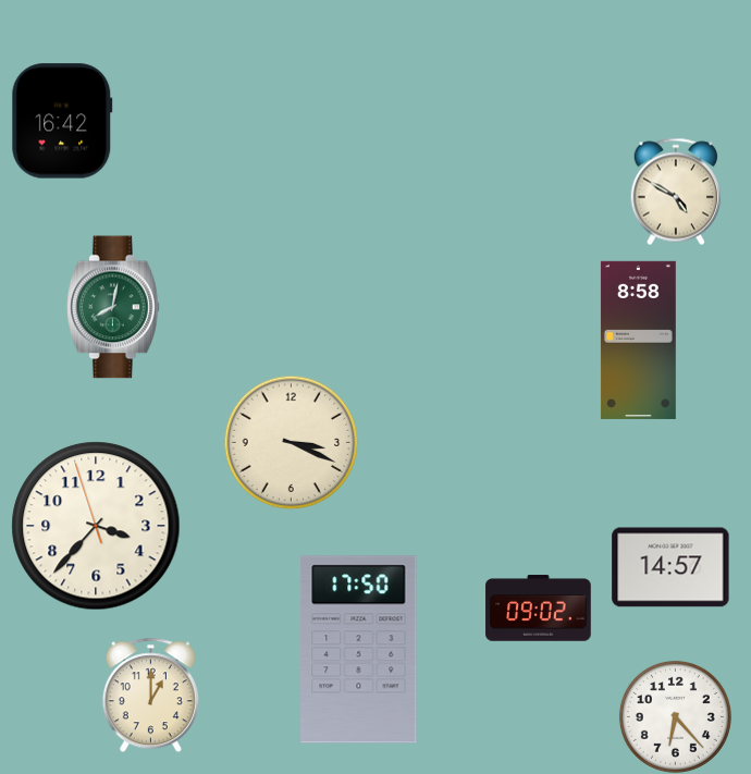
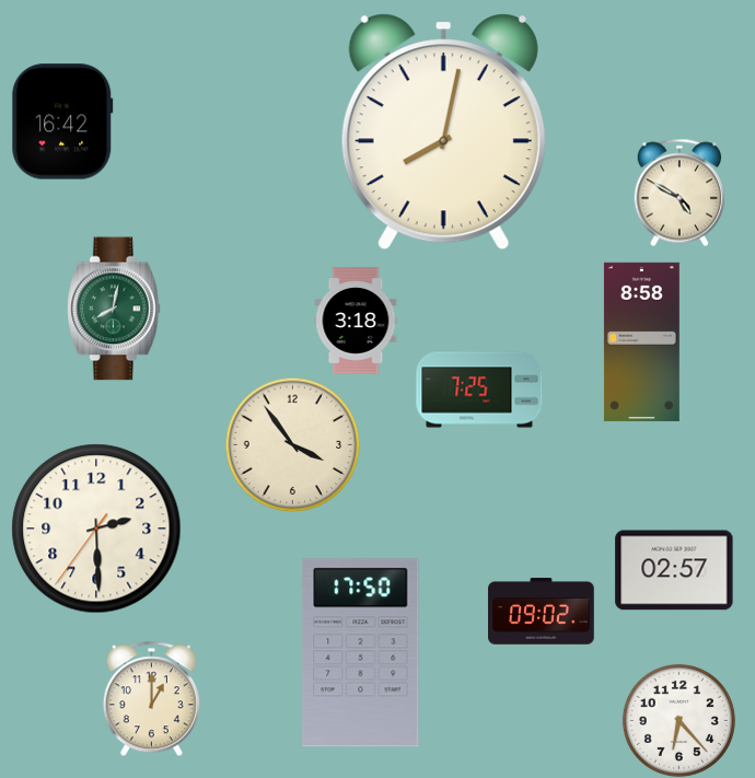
clock at (443, 132): none -> 8:02
clock at (356, 321): none -> 3:18
clock at (479, 390): none -> 7:25
clock at (291, 442): 3:19 -> 3:54
clock at (96, 526): 3:36 -> 2:29
clock at (670, 567): 14:57 -> 02:57
